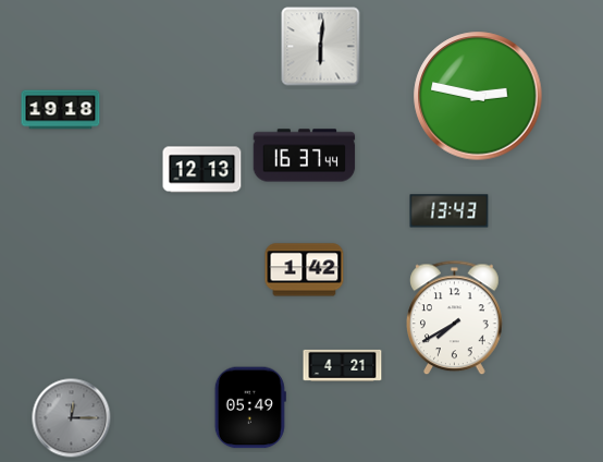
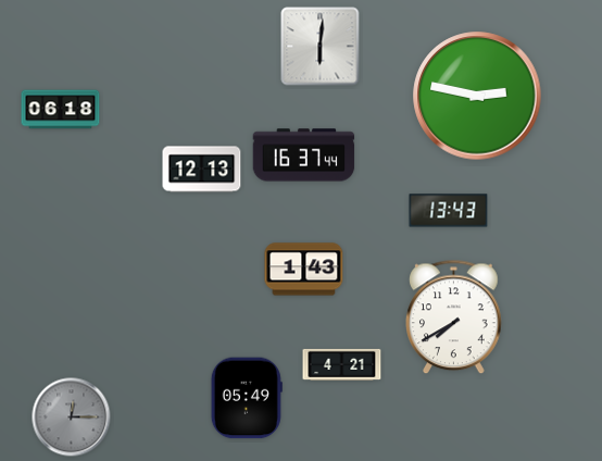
clock at (61, 110): 19:18 -> 06:18
clock at (305, 270): 1:42 -> 1:43
clock at (250, 408) position: (250, 408) -> (247, 398)
